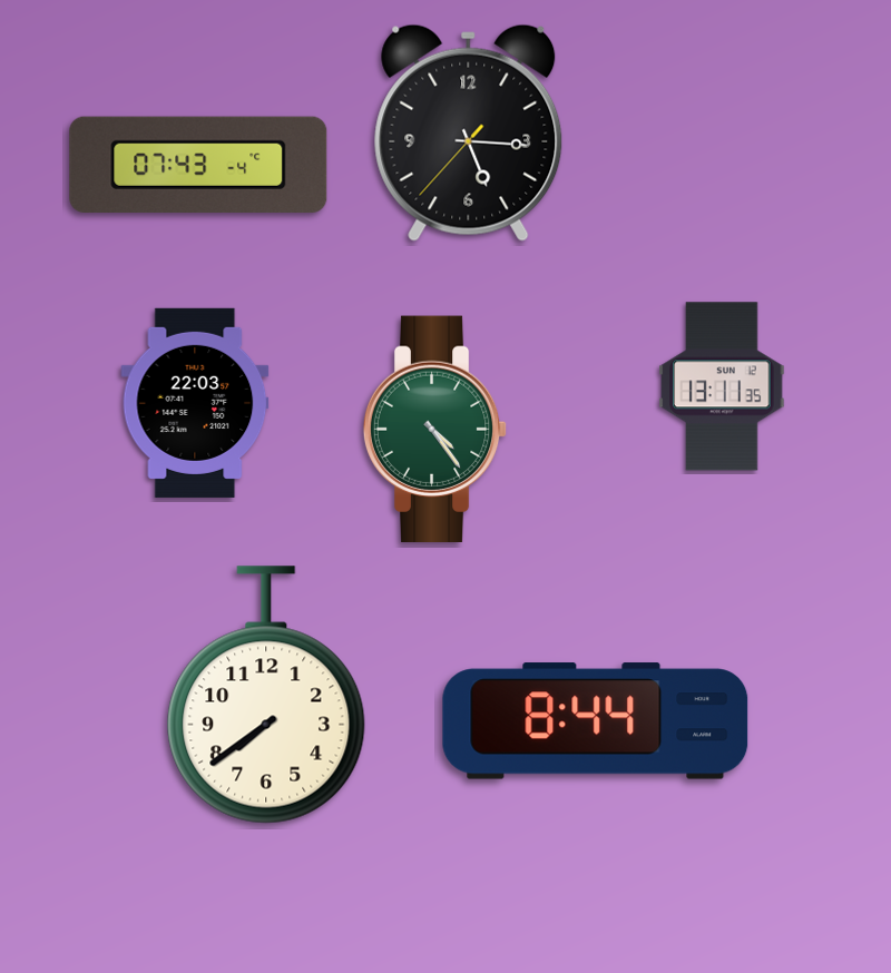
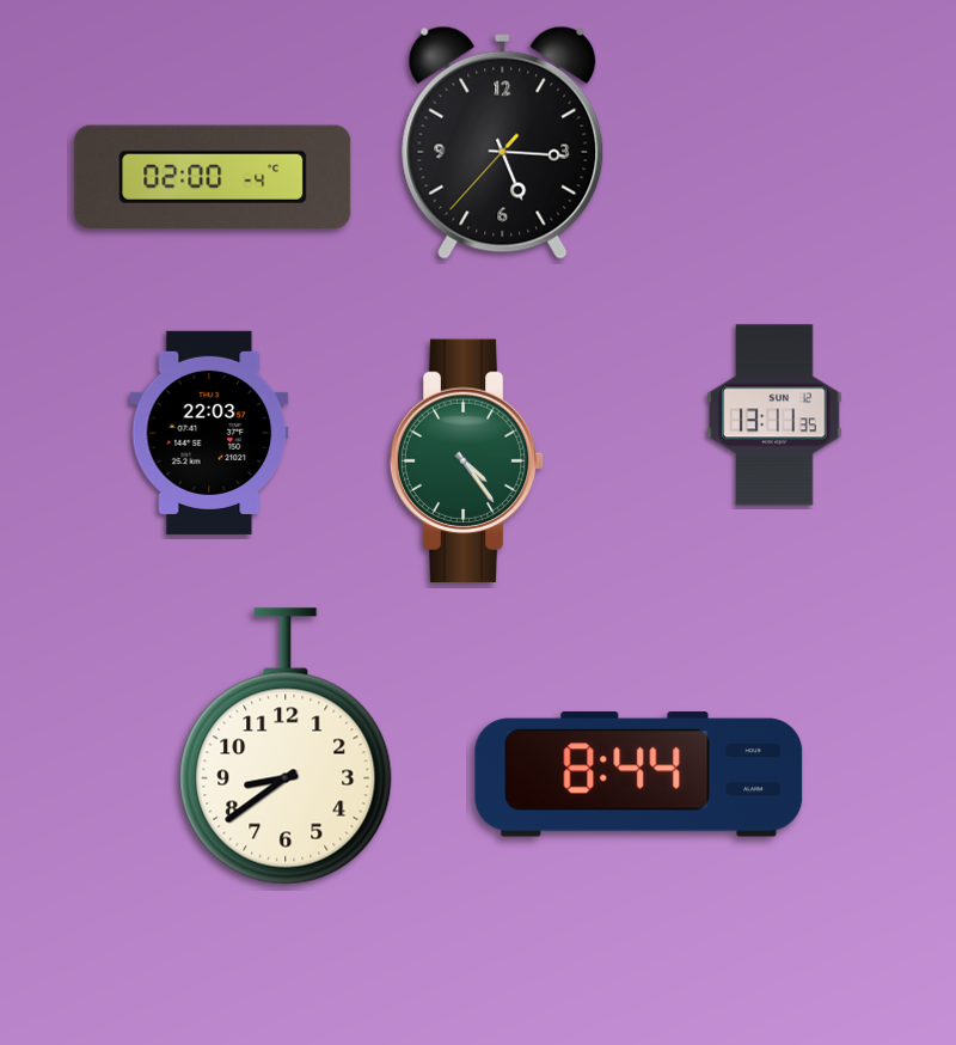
clock at (198, 165): 07:43 -> 02:00
clock at (266, 695): 7:39 -> 8:39
